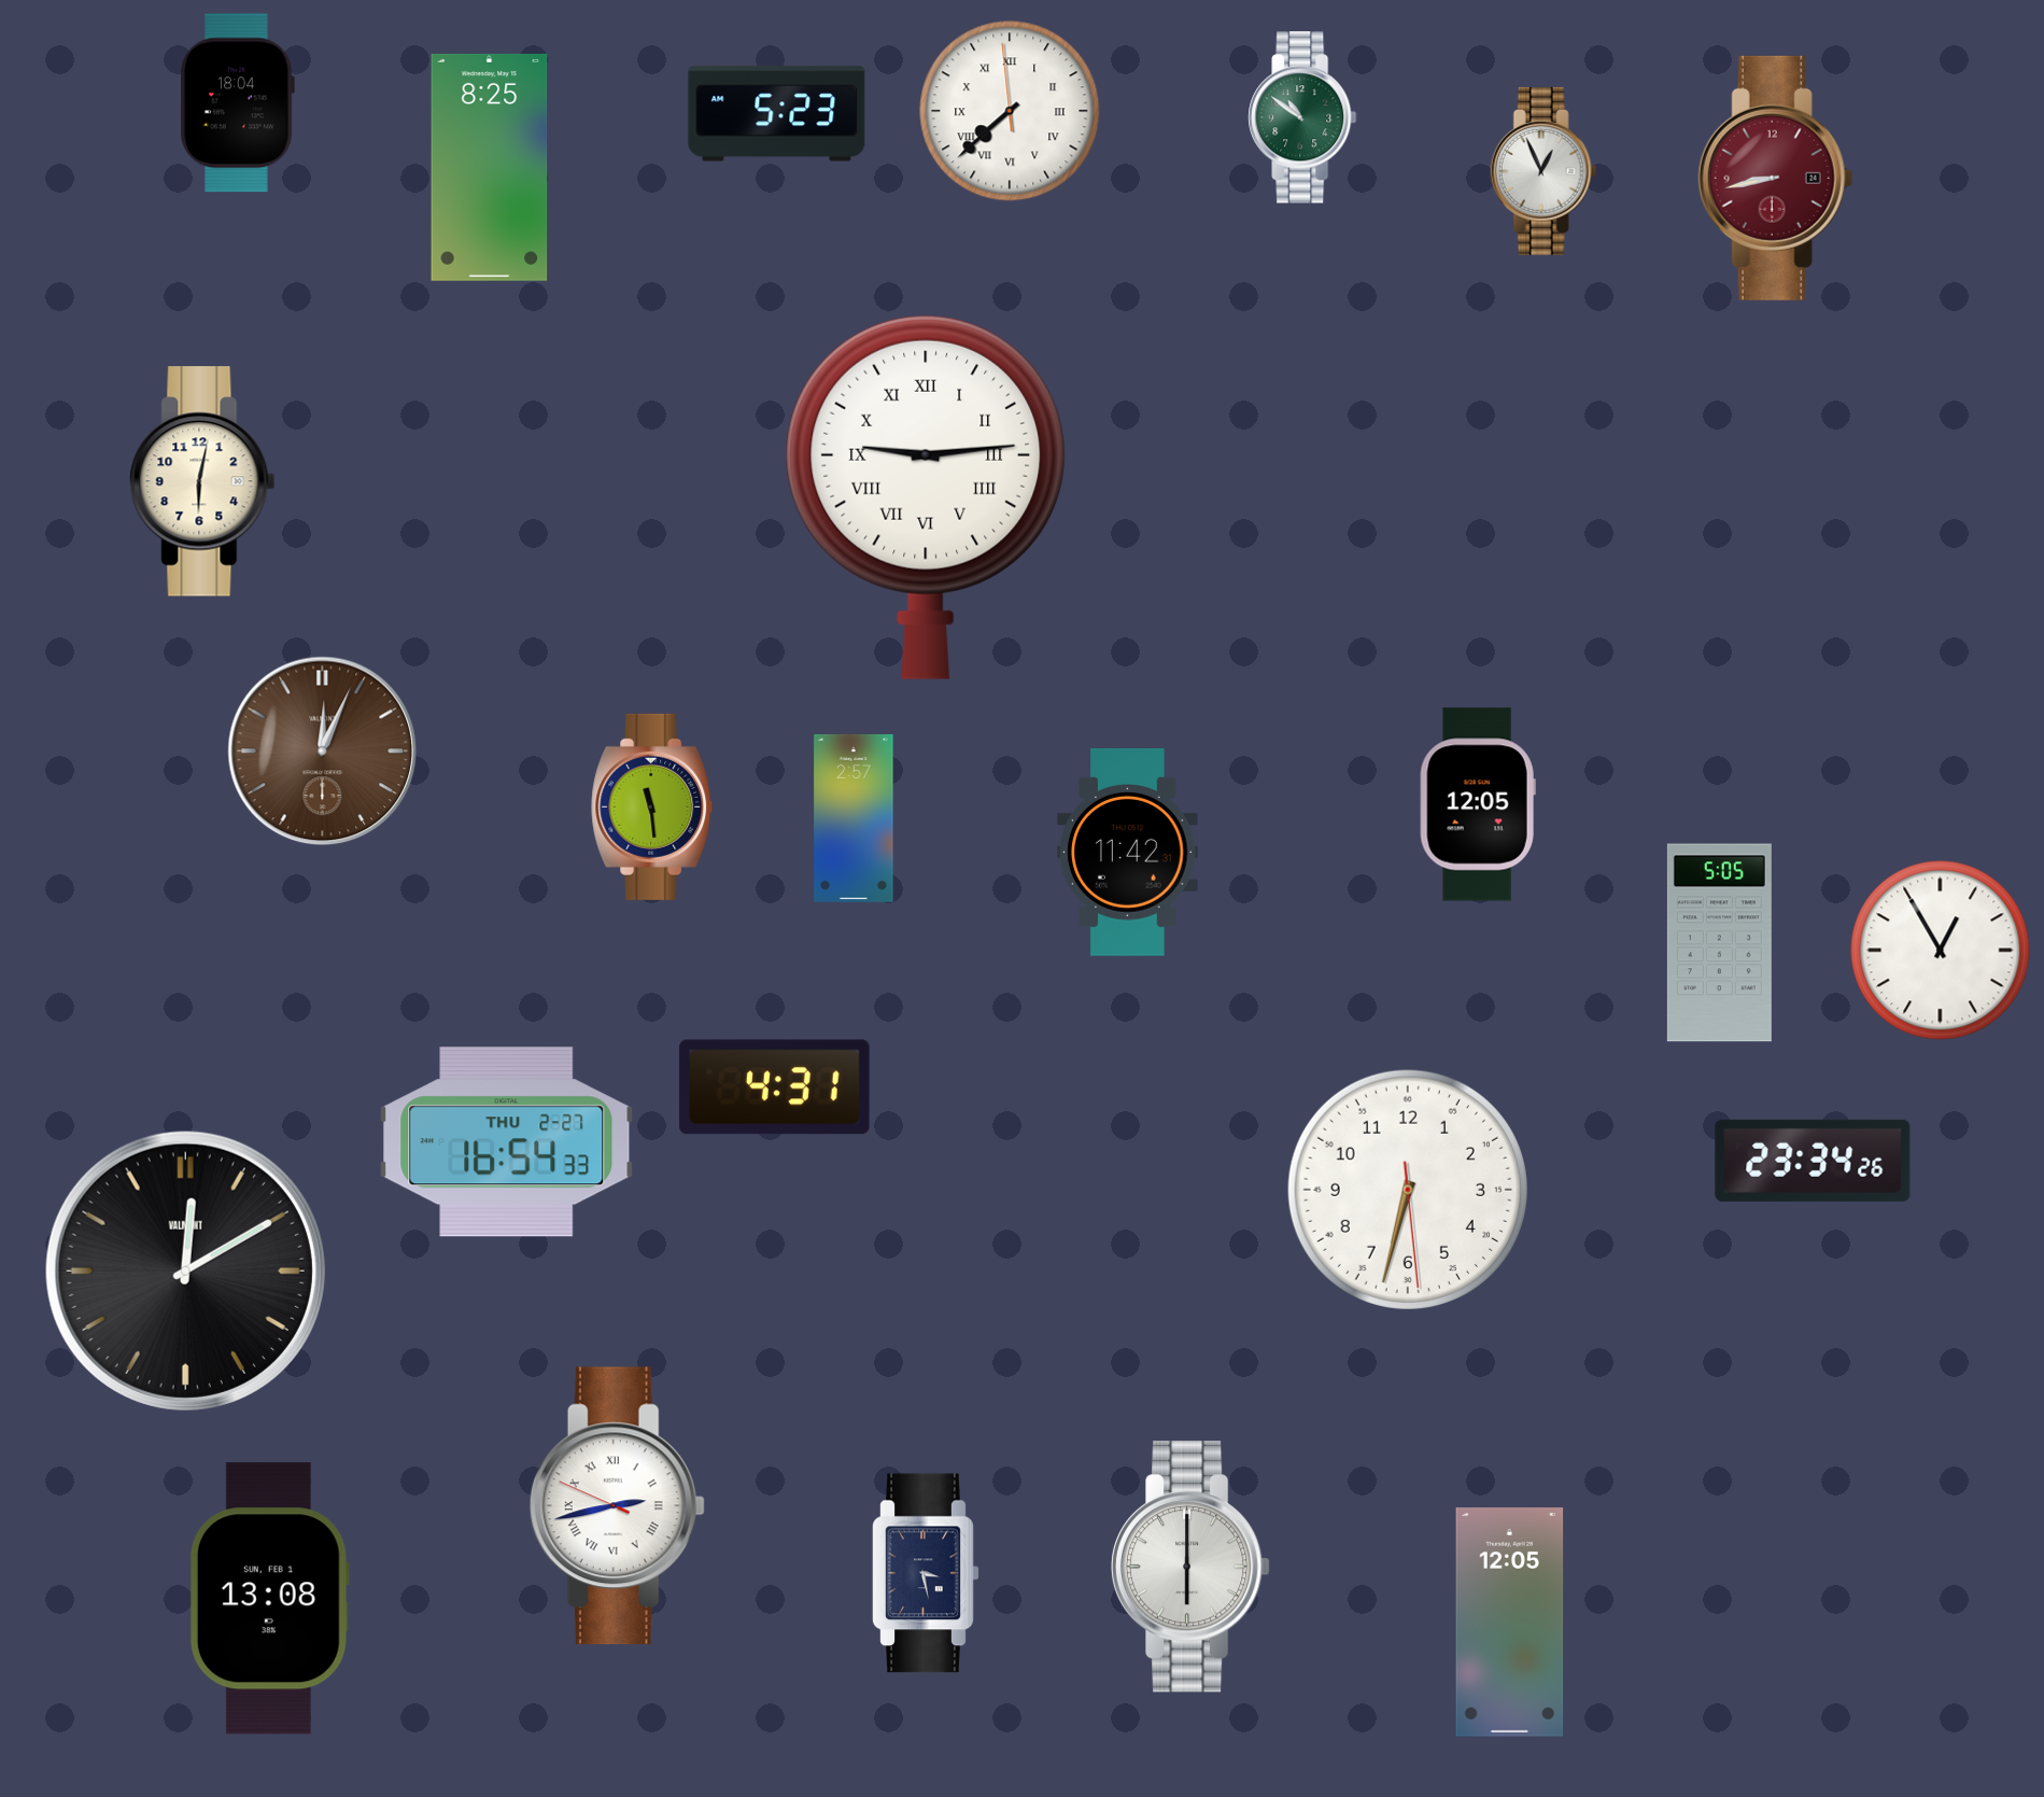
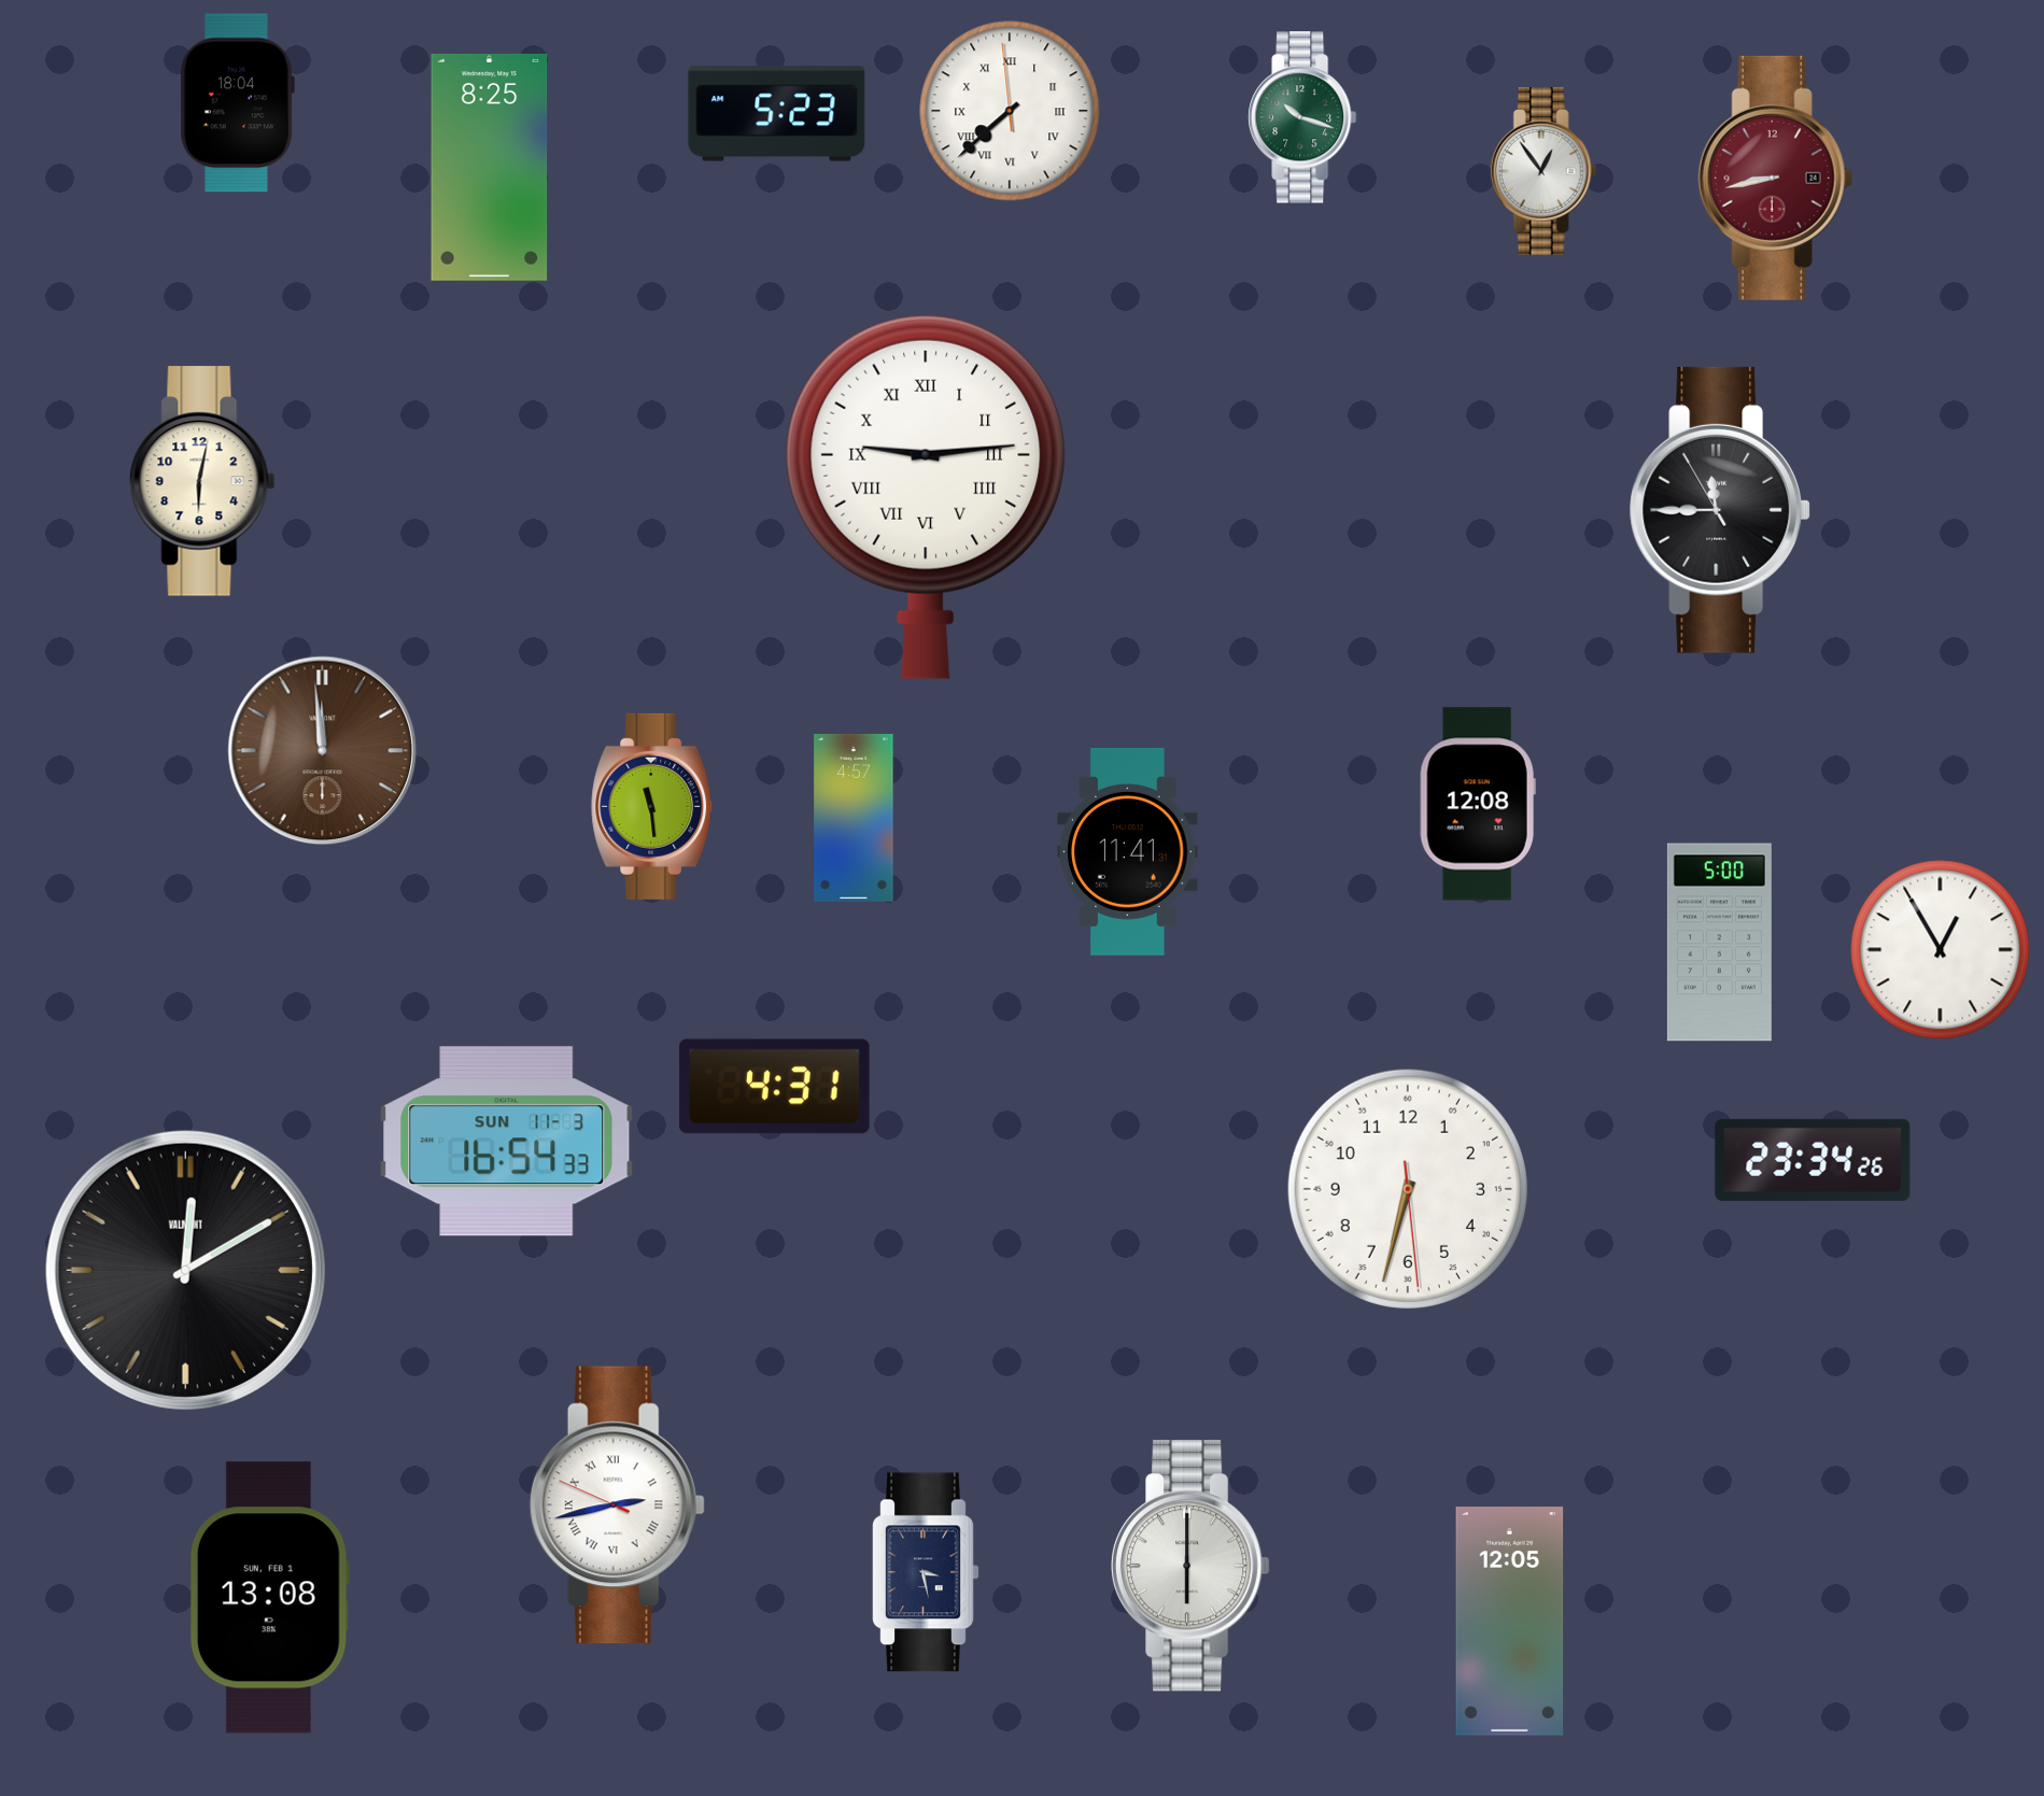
clock at (1302, 117): 10:51 -> 10:18
clock at (1543, 171): 12:56 -> 12:54
clock at (1719, 510): none -> 11:44
clock at (323, 752): 12:04 -> 11:59
clock at (1478, 804): 12:05 -> 12:08
clock at (854, 818): 2:57 -> 4:57
clock at (1128, 852): 11:42 -> 11:41
clock at (1719, 943): 5:05 -> 5:00
clock at (507, 1142) date: THU 2-27 -> SUN 11-3
